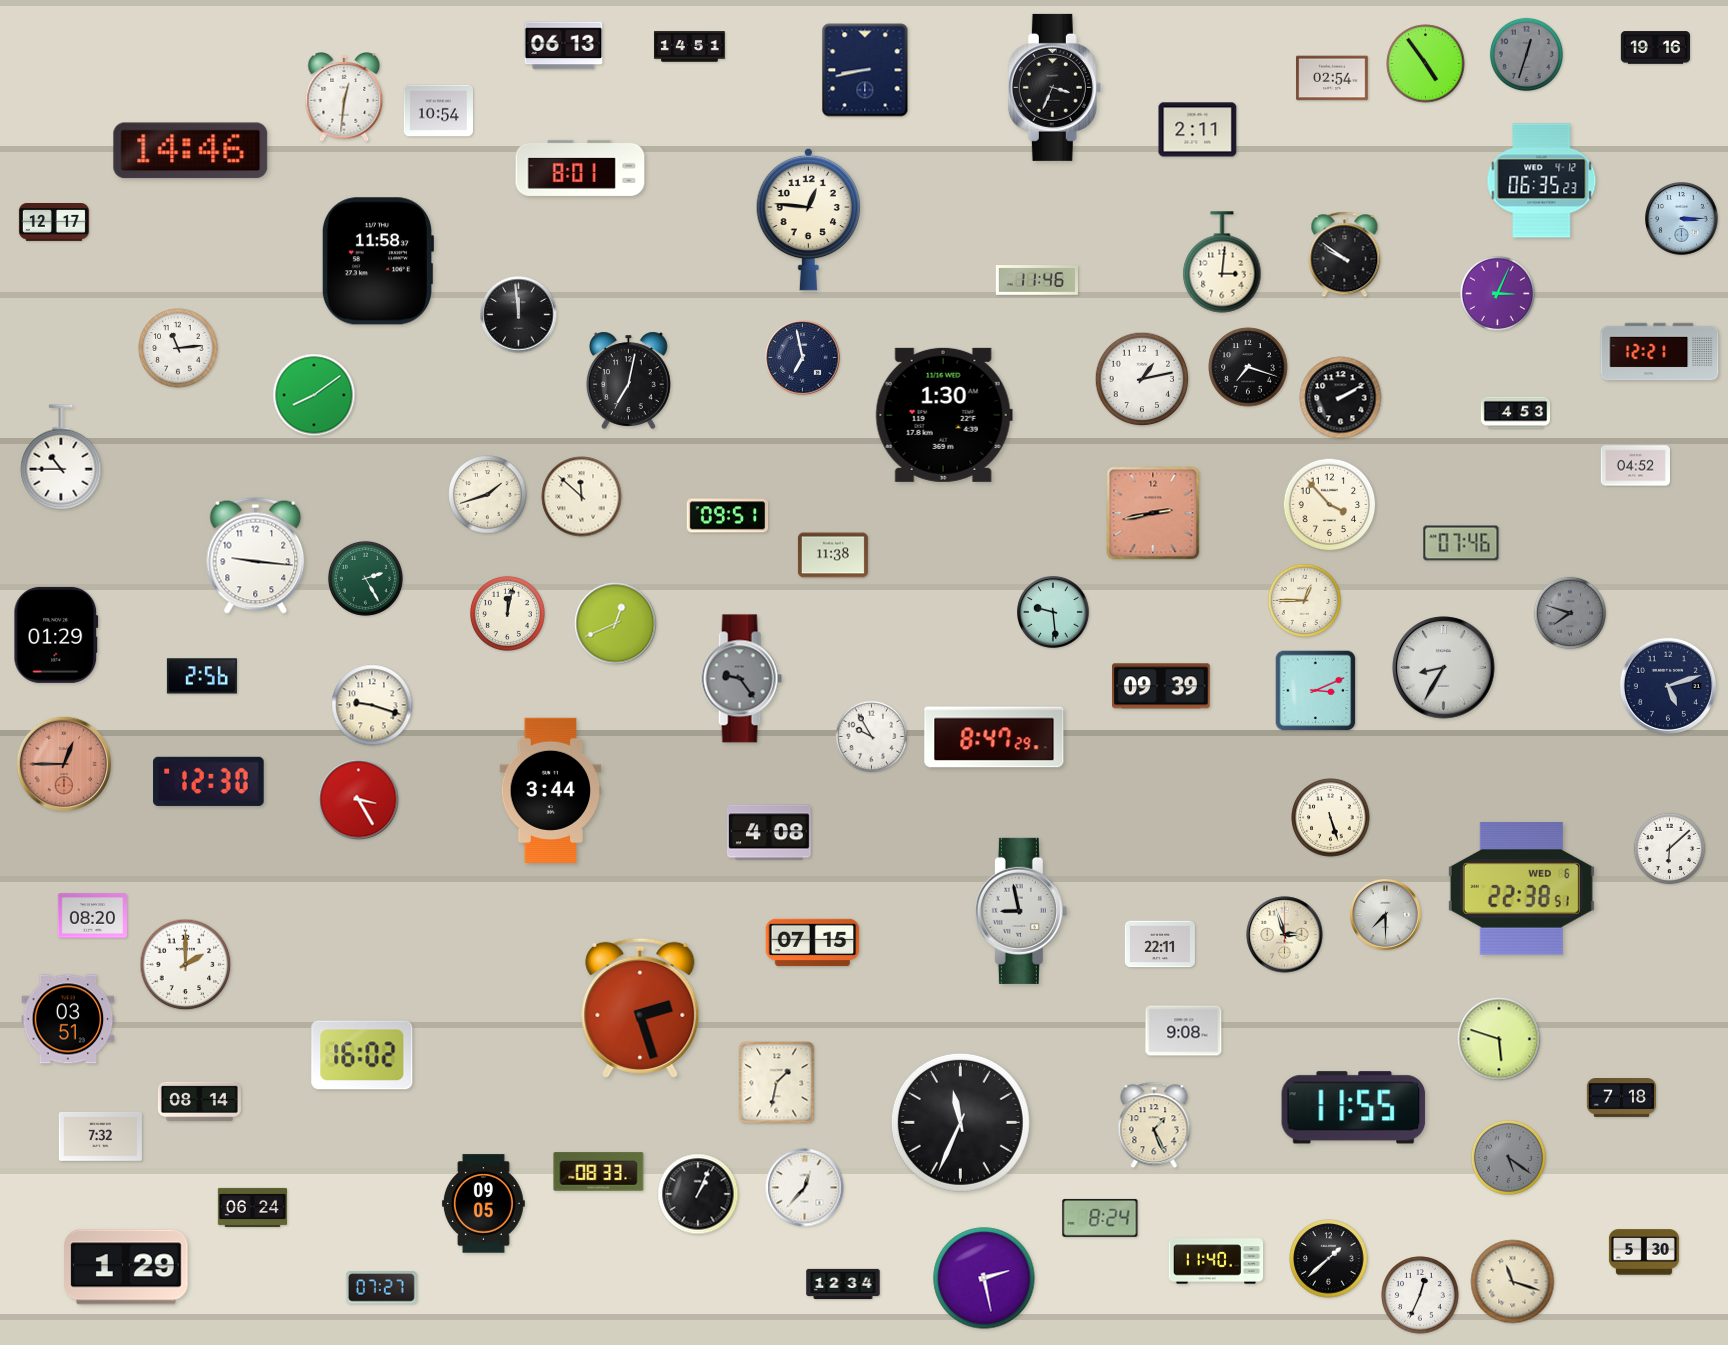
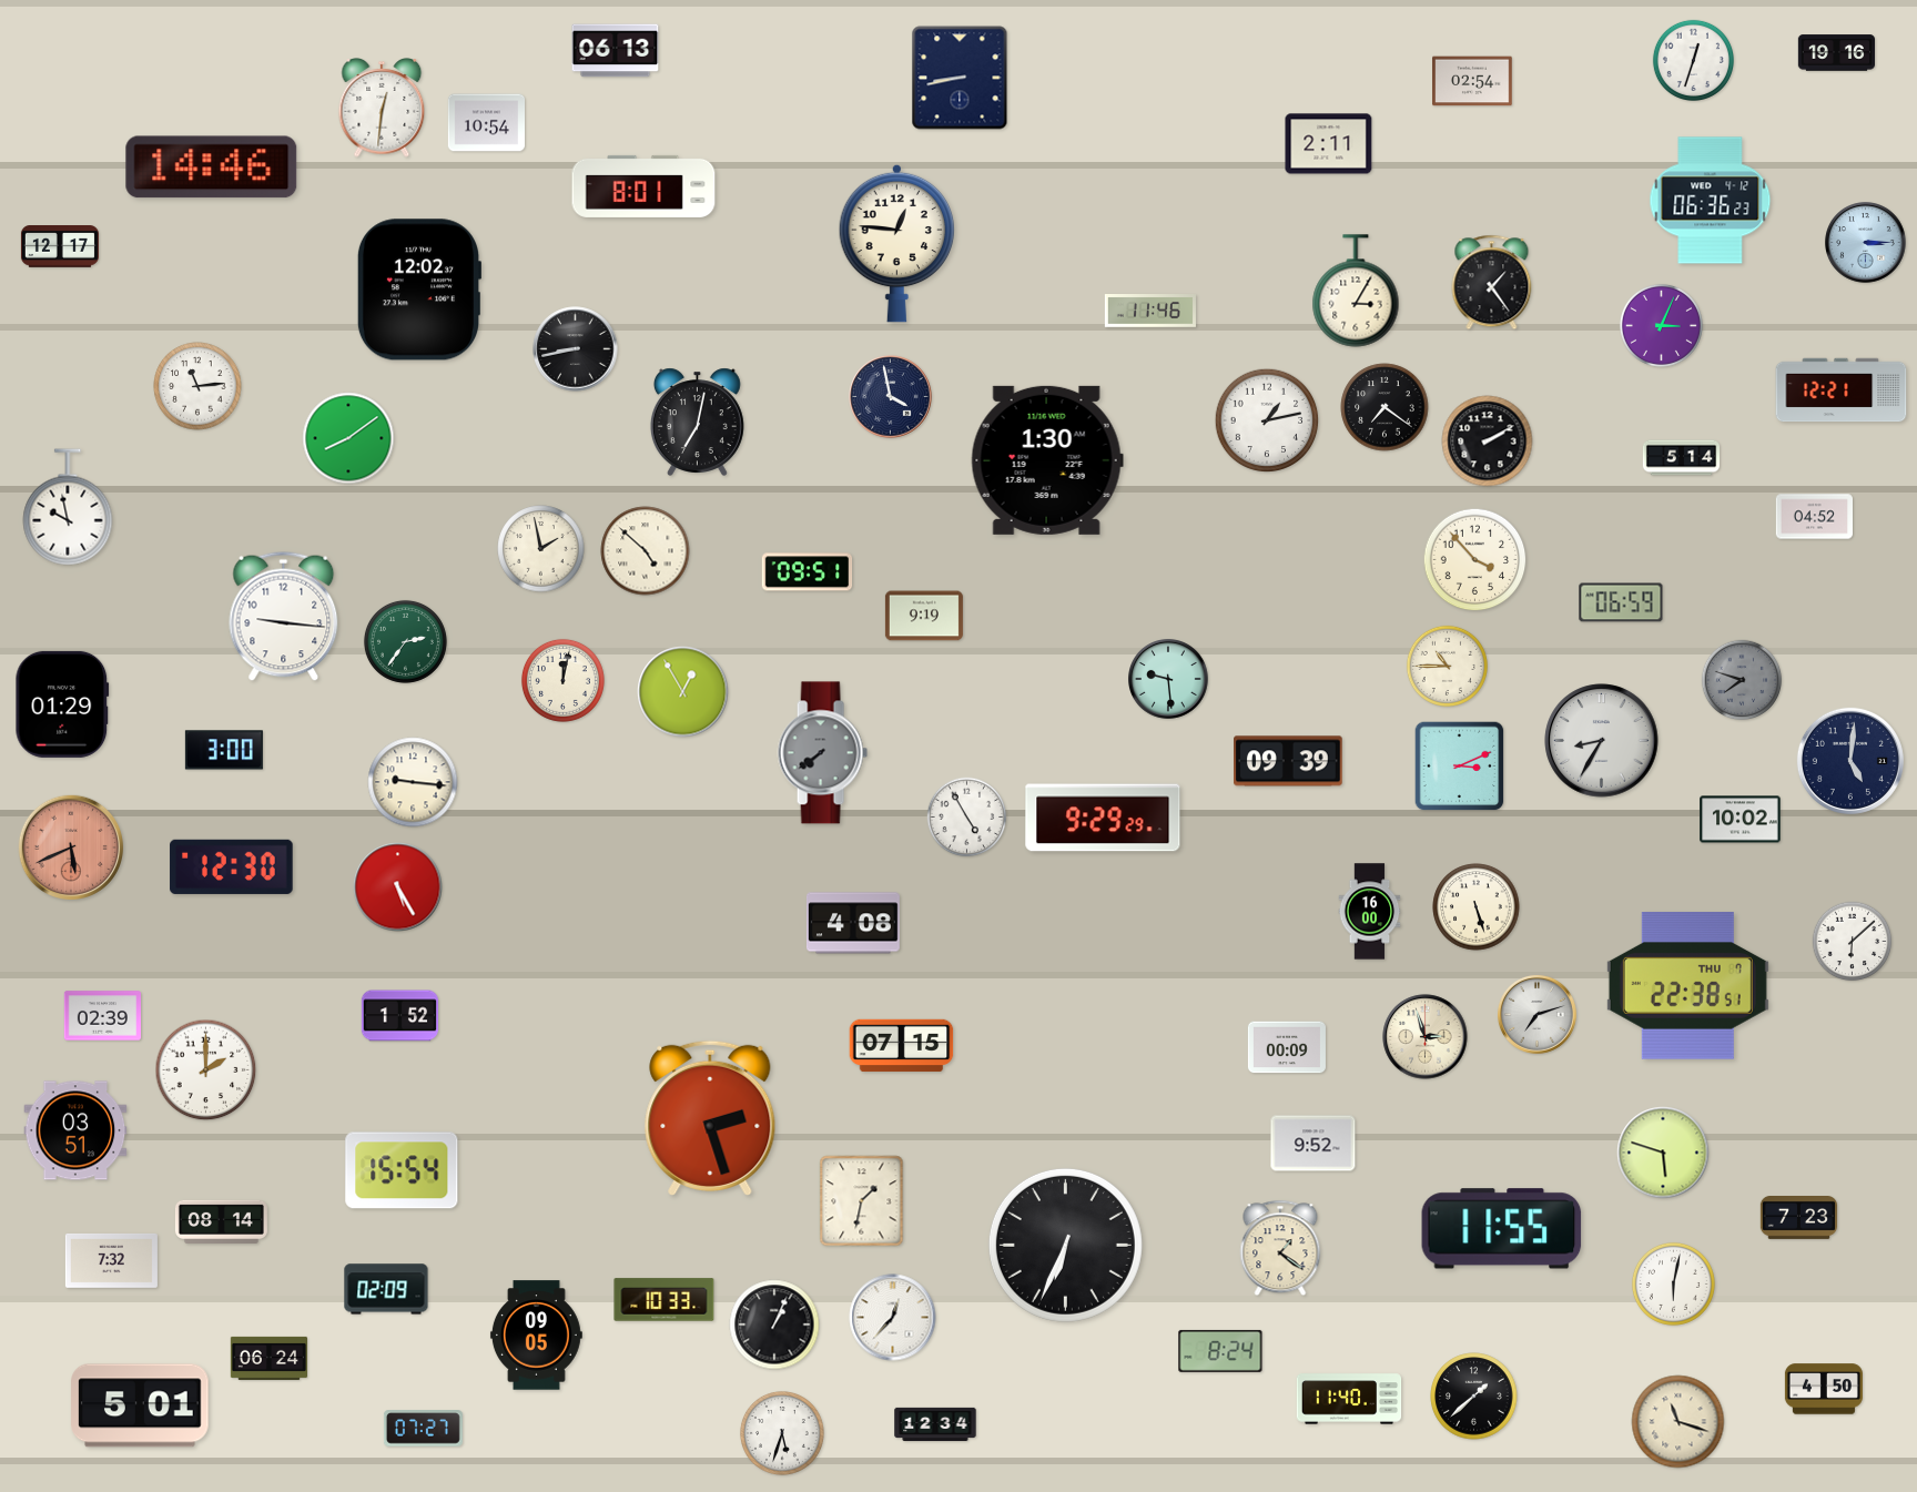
clock at (564, 46) position: (564, 46) -> (616, 51)
clock at (689, 47): 14:51 -> none
clock at (1526, 54) dial: grey -> white
clock at (1426, 64): 4:54 -> none
clock at (1332, 78) position: (1332, 78) -> (1472, 81)
clock at (1054, 87): 3:34 -> none
clock at (1542, 181): 06:35 -> 06:36
clock at (1345, 255): 9:51 -> 1:24
clock at (377, 261): 11:58 -> 12:02
clock at (1222, 262): 3:01 -> 3:05
clock at (519, 315): 11:59 -> 8:43
clock at (803, 358): 6:58 -> 3:58
clock at (1248, 367): 7:18 -> 7:21
clock at (1516, 413): 4:53 -> 5:14
clock at (61, 457): 10:45 -> 9:58
clock at (488, 495): 1:42 -> 1:58
clock at (582, 497): 11:52 -> 4:52
clock at (1153, 513): 2:43 -> none
clock at (1461, 543): 07:46 -> 06:59
clock at (833, 555): 11:38 -> 9:19
clock at (365, 578): 2:25 -> 2:36
clock at (1304, 600): 12:45 -> 10:45
clock at (616, 624): 12:41 -> 12:55
clock at (202, 676): 2:56 -> 3:00
clock at (741, 679): 9:24 -> 7:39
clock at (1668, 686): 5:12 -> 5:01
clock at (372, 705): 9:18 -> 9:16
clock at (872, 737): 9:55 -> 4:55
clock at (994, 737): 8:47 -> 9:29
clock at (1741, 820): none -> 10:02
clock at (63, 763): 12:45 -> 5:41
clock at (551, 790): 3:44 -> none
clock at (359, 800): 3:25 -> 5:25
clock at (1370, 912): none -> 16:00
clock at (1521, 889) date: WED 6 -> THU 7
clock at (1021, 911): 8:58 -> none
clock at (1385, 914): 7:30 -> 7:12
clock at (92, 916): 08:20 -> 02:39
clock at (399, 1016): none -> 1:52
clock at (1160, 944): 22:11 -> 00:09
clock at (1184, 1031): 9:08 -> 9:52
clock at (362, 1055): 16:02 -> 15:54
clock at (1621, 1098): 7:18 -> 7:23
clock at (960, 1122): 11:34 -> 6:34
clock at (1154, 1125): 1:26 -> 1:21
clock at (1508, 1157): 5:21 -> 6:02
clock at (1508, 1157) dial: grey -> white
clock at (386, 1289): none -> 02:09
clock at (599, 1172): 08:33 -> 10:33
clock at (252, 1207) position: (252, 1207) -> (268, 1358)
clock at (1644, 1252): 5:30 -> 4:50
clock at (126, 1267): 1:29 -> 5:01
clock at (984, 1278): 2:28 -> none
clock at (782, 1433): none -> 5:33
clock at (1420, 1295): 12:34 -> none
